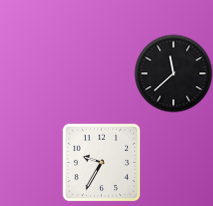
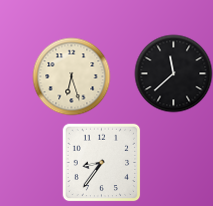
clock at (71, 76): none -> 6:27
clock at (101, 162): 9:35 -> 8:36
